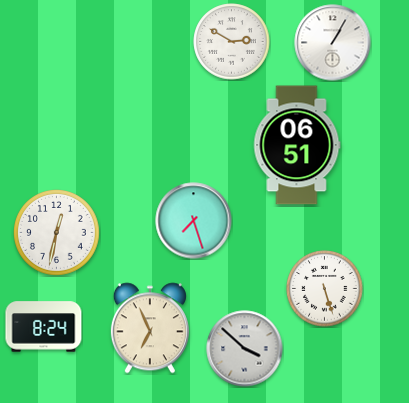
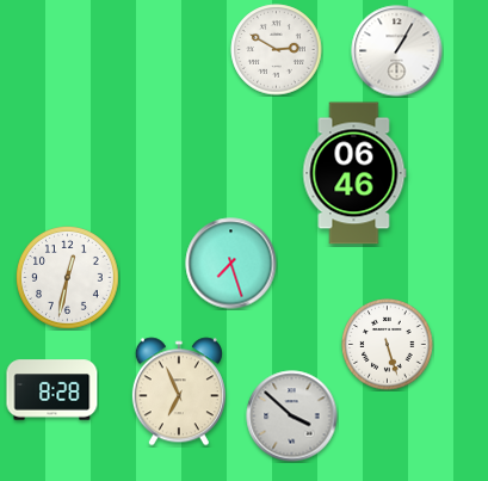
clock at (297, 145): 06:51 -> 06:46
clock at (44, 327): 8:24 -> 8:28
